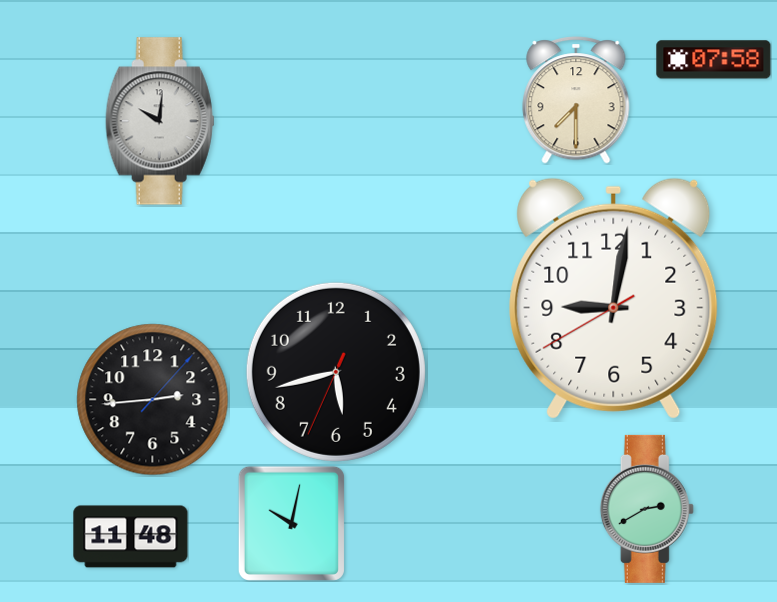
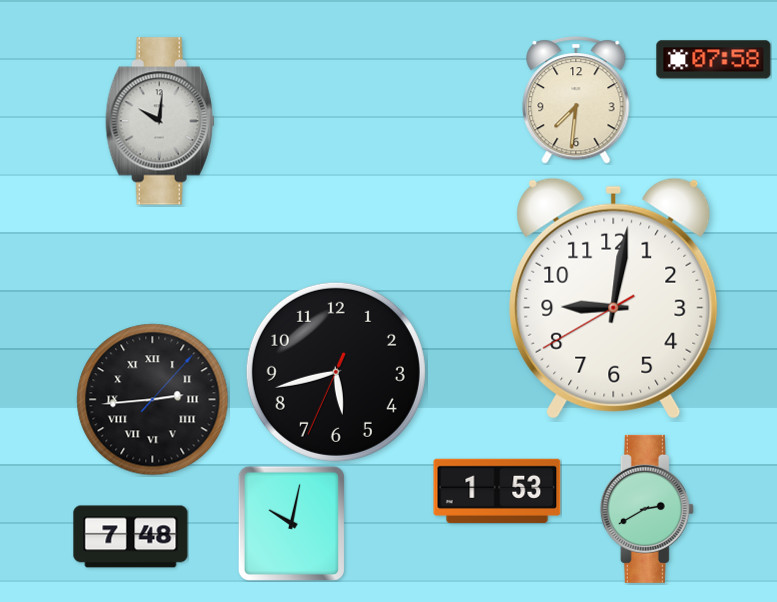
clock at (576, 100): 7:30 -> 7:31
clock at (153, 400) numerals: Arabic -> Roman
clock at (497, 491): none -> 1:53
clock at (131, 537): 11:48 -> 7:48
